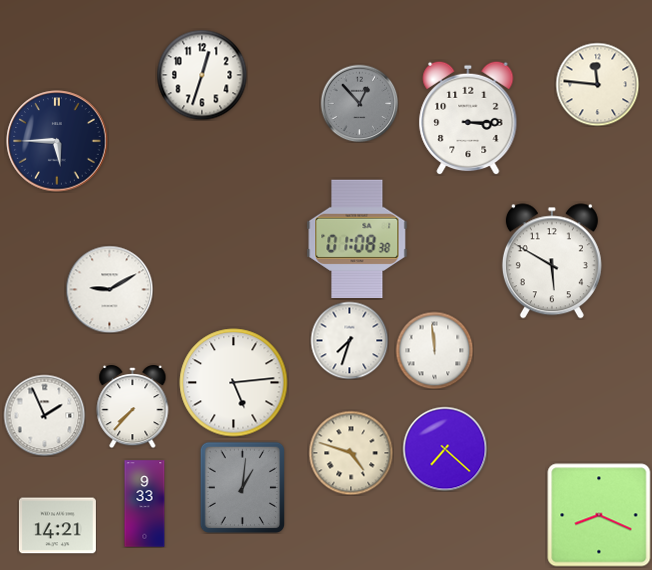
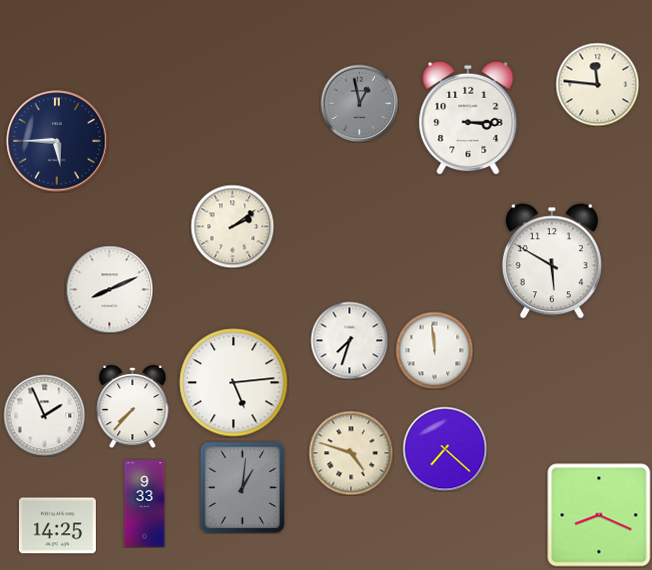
clock at (202, 75): 12:33 -> none
clock at (359, 103): 12:53 -> 12:58
clock at (232, 226): none -> 2:09
clock at (357, 238): 01:08 -> none
clock at (109, 289): 9:10 -> 8:11
clock at (57, 526): 14:21 -> 14:25
